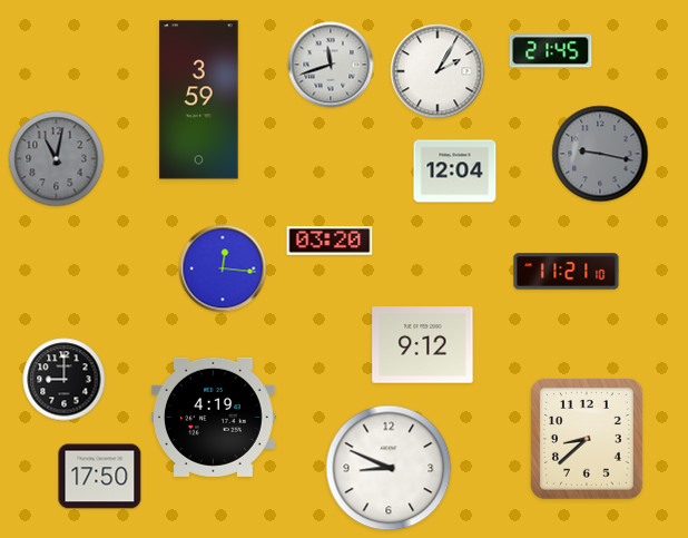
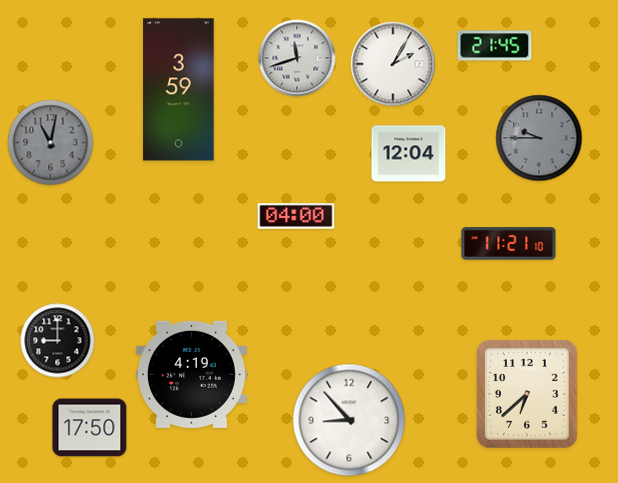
clock at (600, 154): 9:17 -> 9:45
clock at (330, 242): 03:20 -> 04:00
clock at (223, 268): 12:16 -> none
clock at (423, 345): 9:12 -> none
clock at (588, 440): 8:38 -> 6:38
clock at (389, 468): 8:49 -> 8:53
